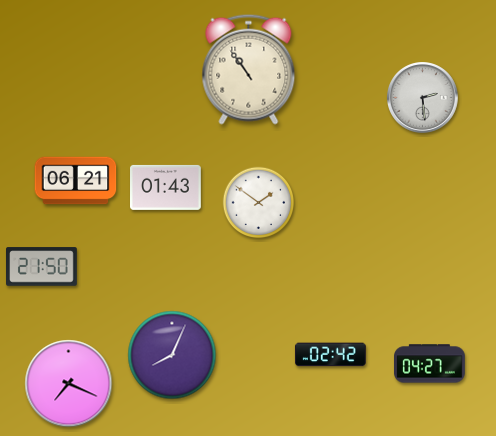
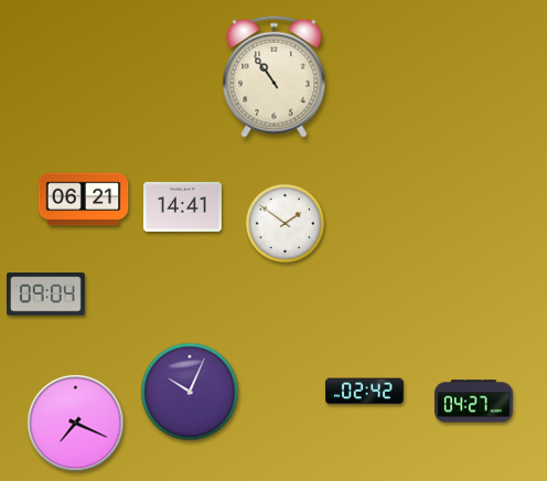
clock at (423, 98): 2:29 -> none
clock at (166, 187): 01:43 -> 14:41
clock at (42, 267): 21:50 -> 09:04
clock at (172, 355): 8:04 -> 10:04
